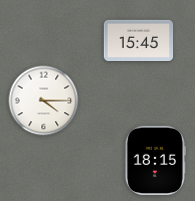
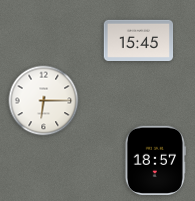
clock at (44, 101): 4:15 -> 6:15
clock at (155, 160): 18:15 -> 18:57
